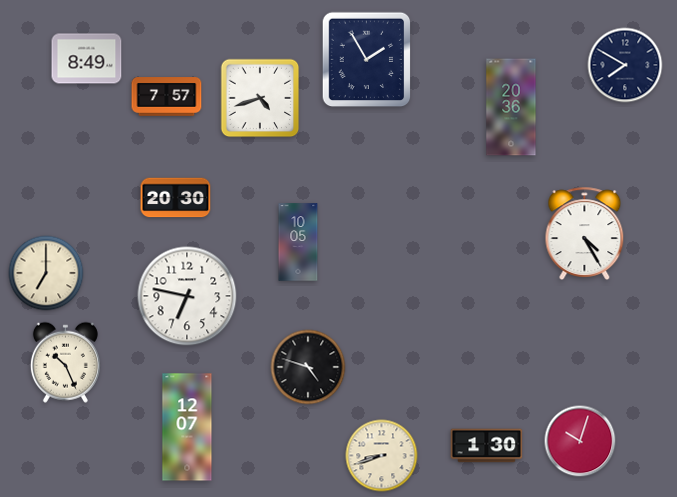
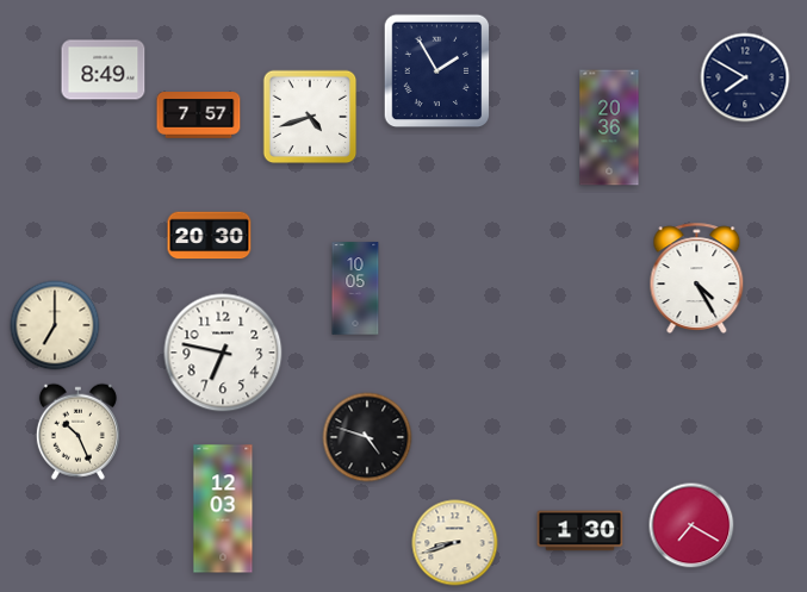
clock at (187, 427): 12:07 -> 12:03
clock at (580, 441): 10:03 -> 7:20
